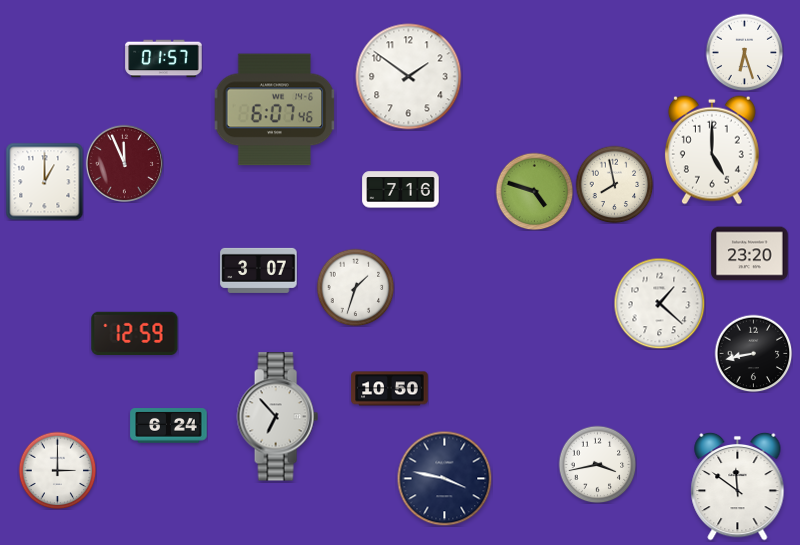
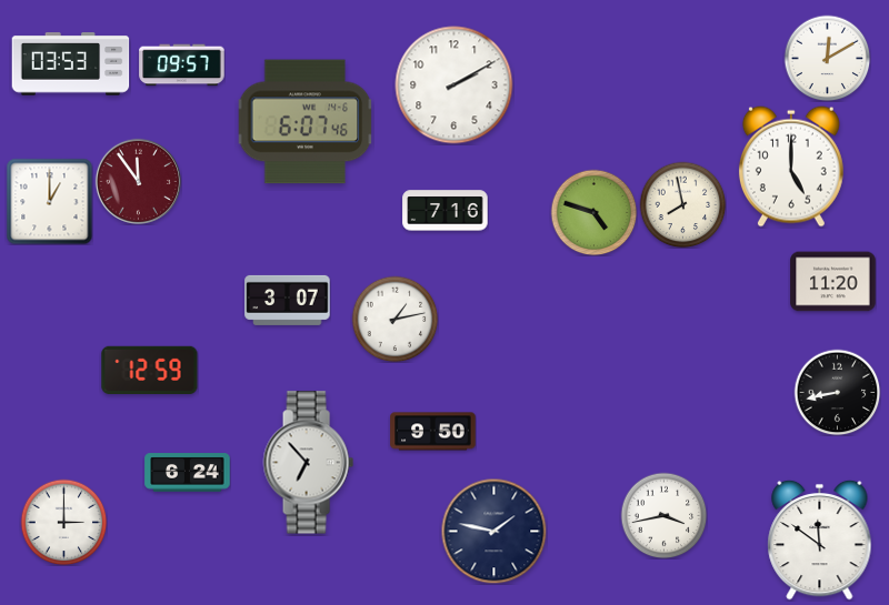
clock at (744, 52): 6:27 -> 12:10
clock at (71, 64): none -> 03:53
clock at (164, 59): 01:57 -> 09:57
clock at (409, 77): 1:51 -> 2:10
clock at (124, 163): 11:56 -> 11:54
clock at (750, 254): 23:20 -> 11:20
clock at (355, 287): 1:33 -> 1:13
clock at (659, 303): 1:22 -> none
clock at (390, 389): 10:50 -> 9:50
clock at (444, 478): 3:47 -> 1:47
